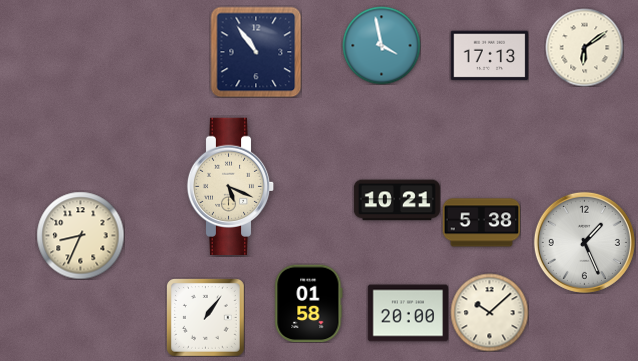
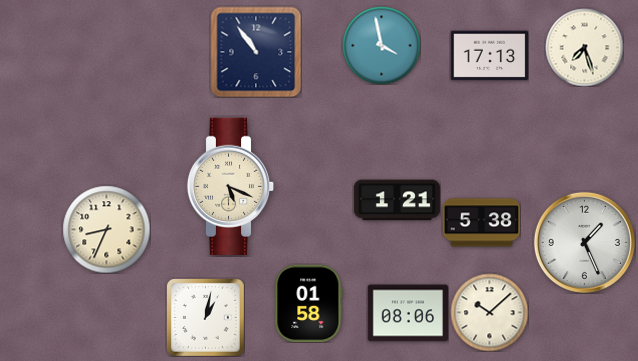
clock at (584, 47): 6:09 -> 7:27
clock at (397, 200): 10:21 -> 1:21
clock at (80, 235) position: (80, 235) -> (106, 229)
clock at (408, 313): 20:00 -> 08:06
clock at (206, 318): 1:06 -> 1:02
